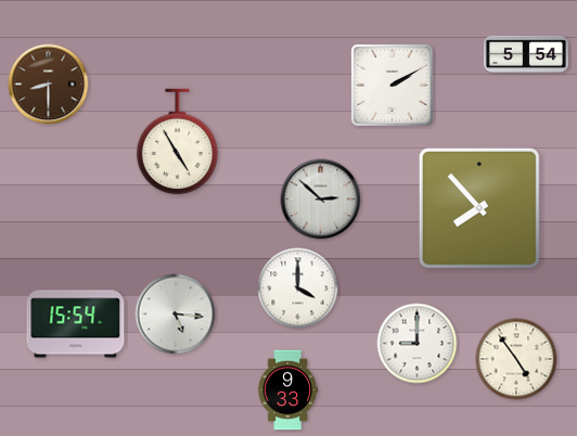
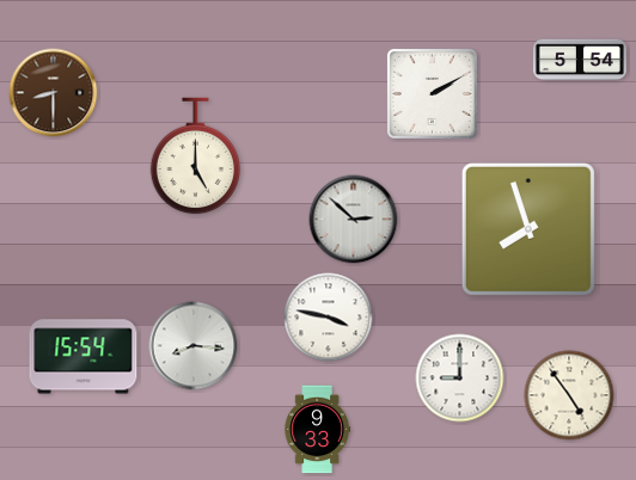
clock at (178, 142): 4:55 -> 5:00
clock at (479, 208): 7:53 -> 7:57
clock at (298, 288): 4:00 -> 3:47
clock at (176, 315): 5:16 -> 8:16
